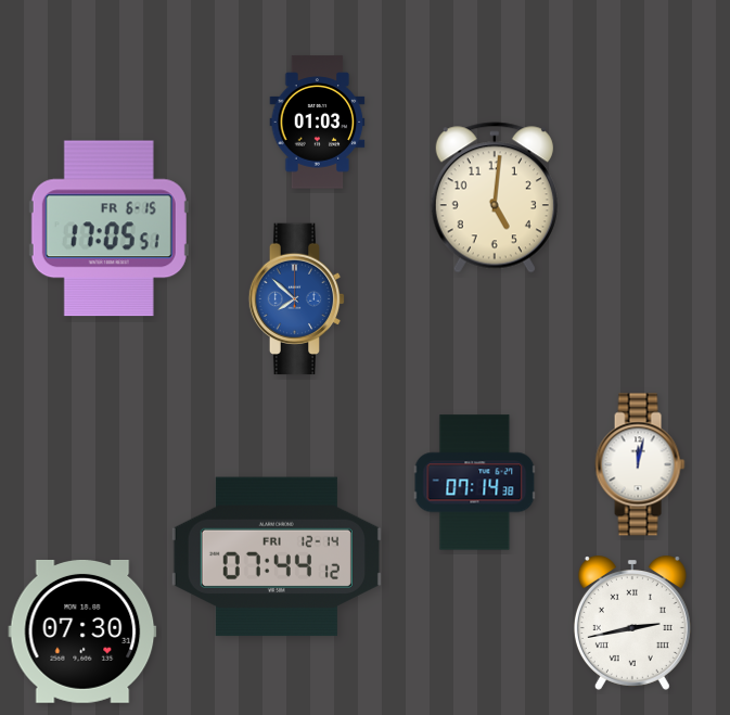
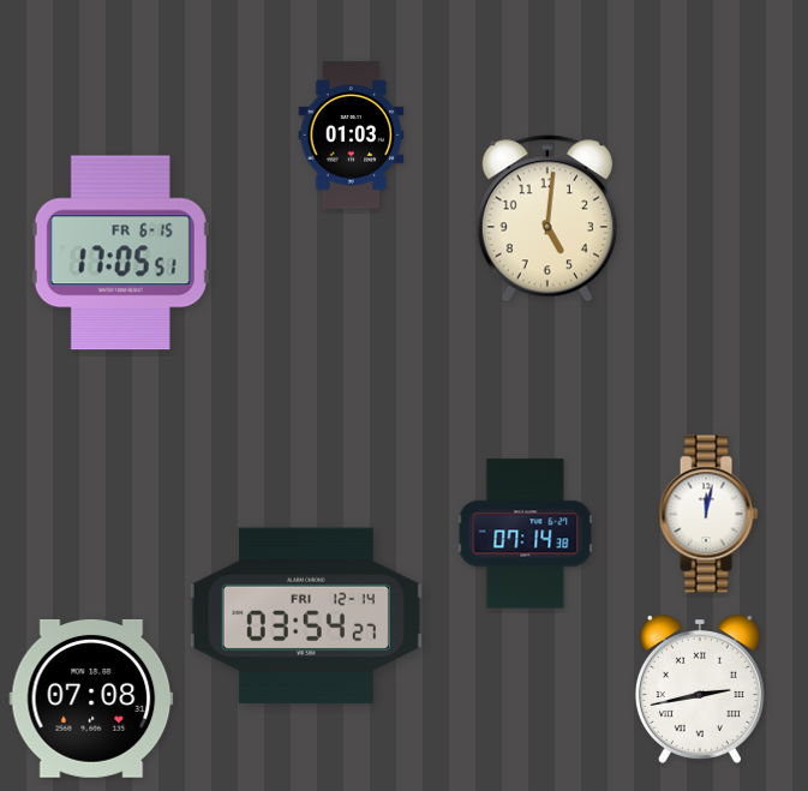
clock at (297, 299): 7:52 -> none
clock at (277, 557): 07:44 -> 03:54
clock at (82, 631): 07:30 -> 07:08
